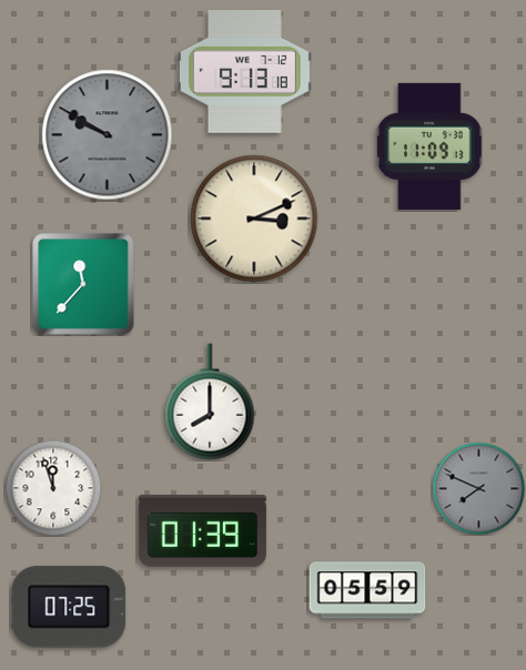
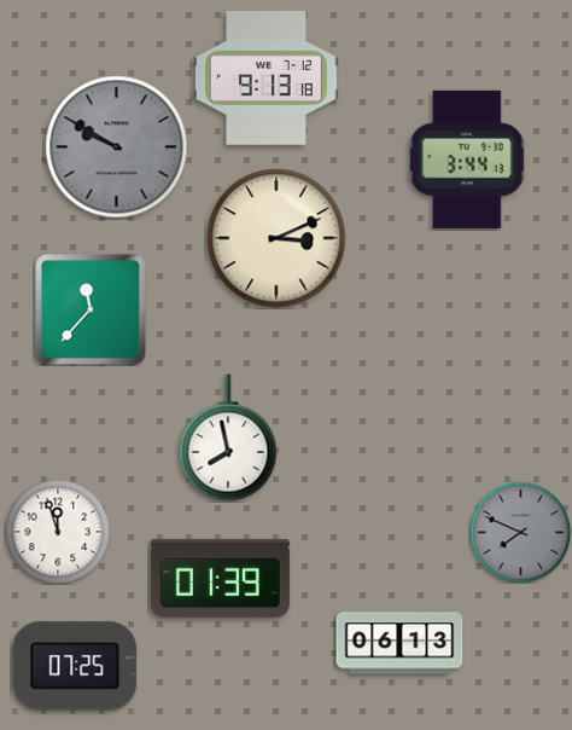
clock at (429, 146): 11:09 -> 3:44
clock at (210, 402): 8:00 -> 7:58
clock at (367, 590): 05:59 -> 06:13
clock at (69, 607) position: (69, 607) -> (75, 666)
